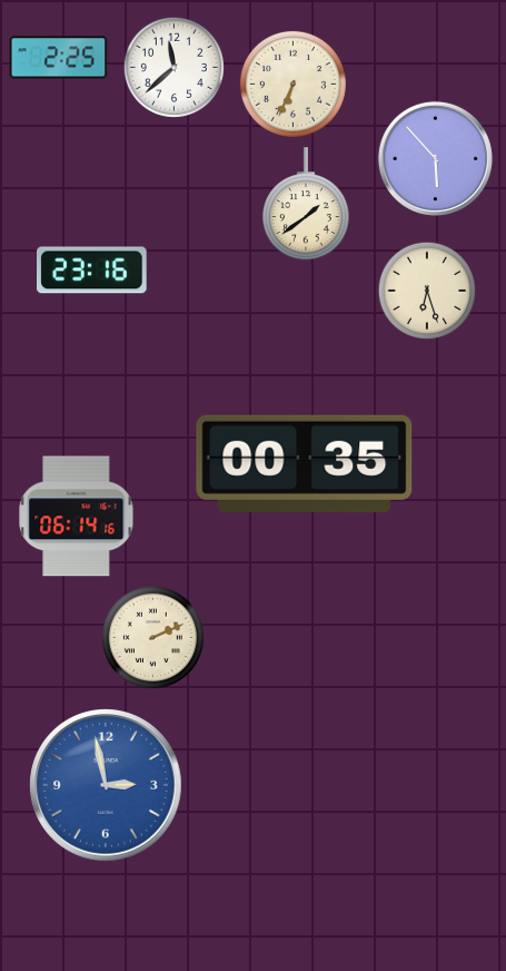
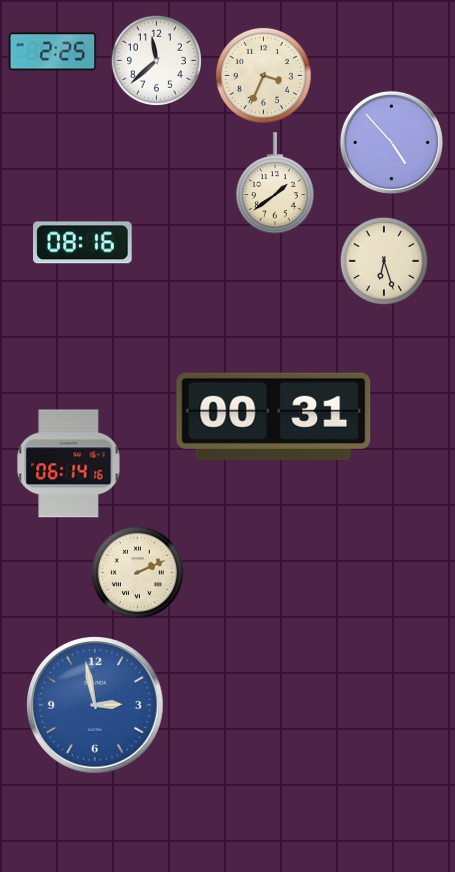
clock at (292, 84): 6:34 -> 3:34
clock at (435, 158): 5:53 -> 4:53
clock at (92, 271): 23:16 -> 08:16
clock at (305, 463): 00:35 -> 00:31
